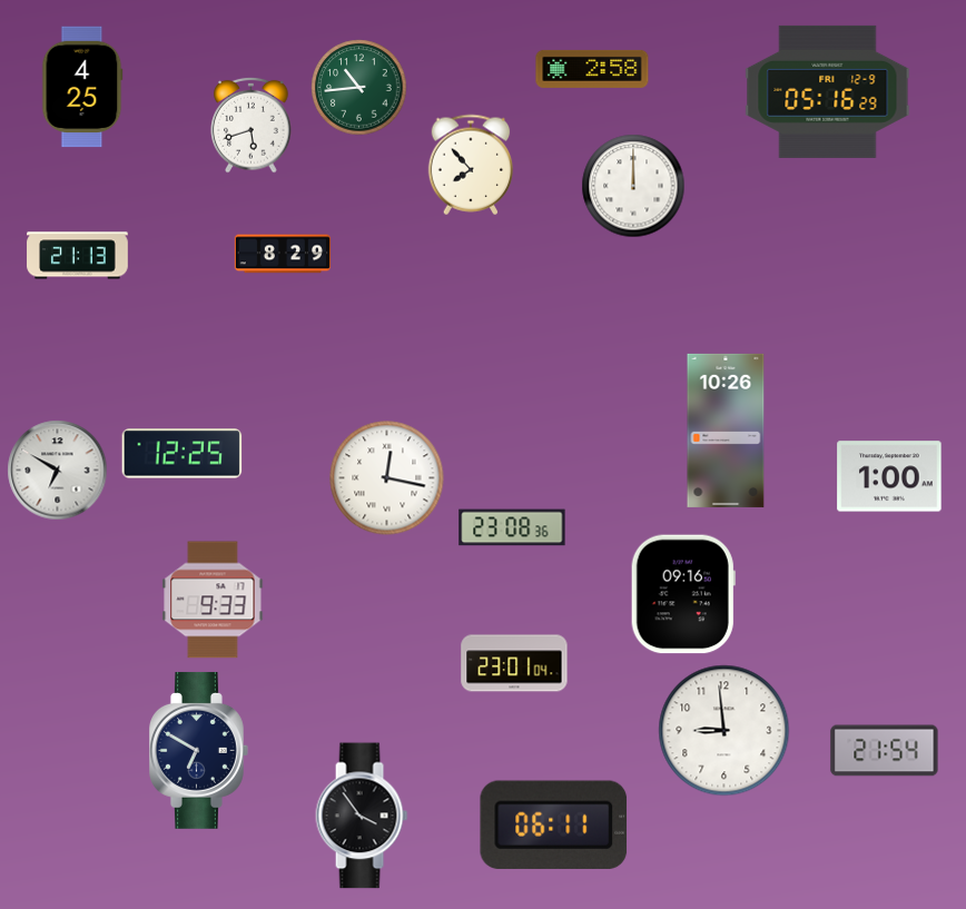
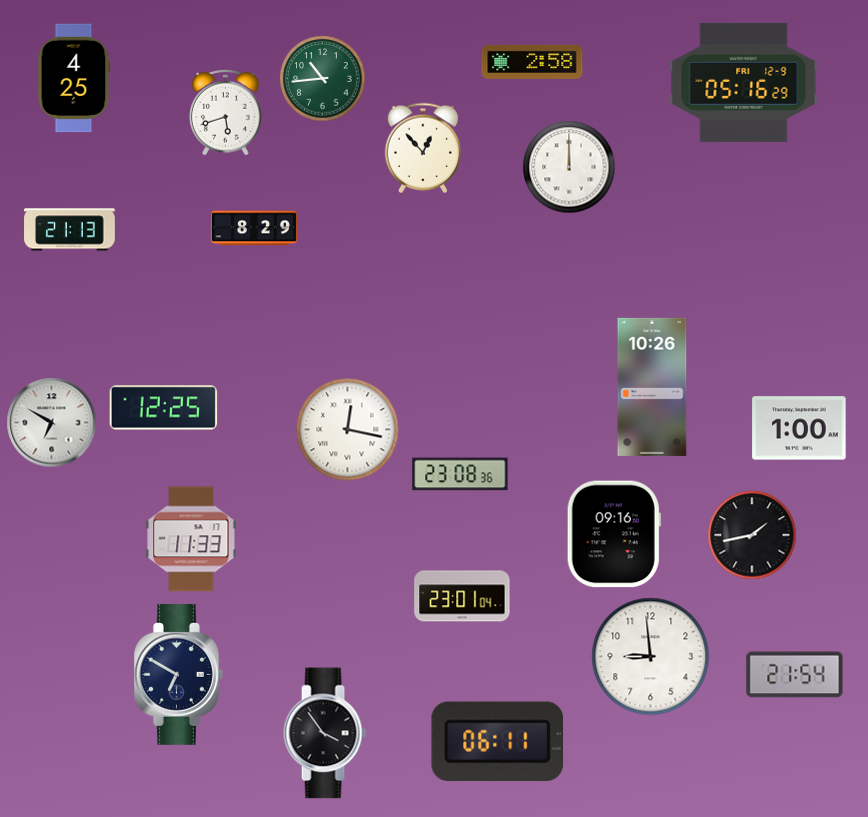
clock at (471, 165): 7:53 -> 12:53
clock at (752, 535): none -> 1:43
clock at (213, 600): 9:33 -> 11:33
